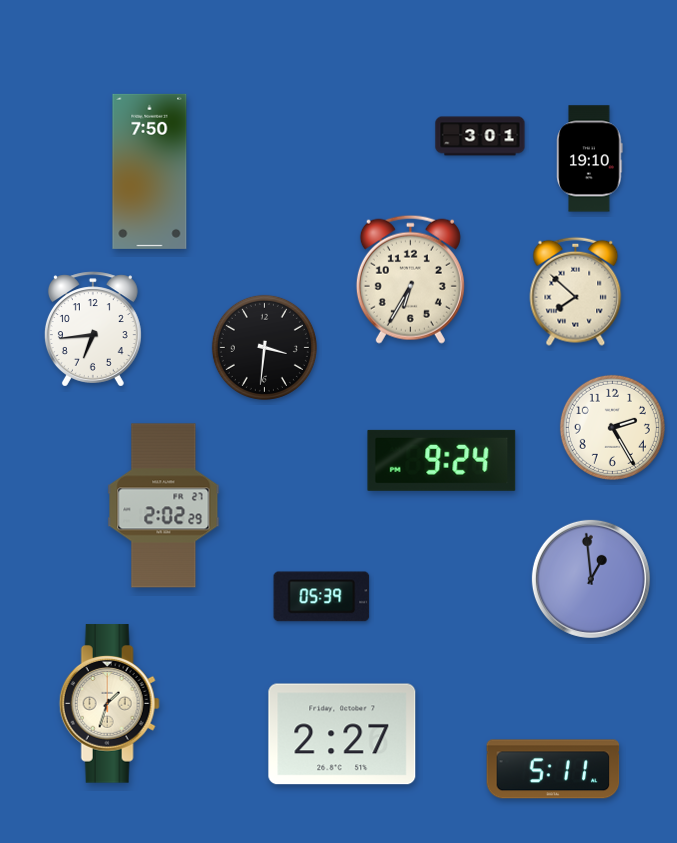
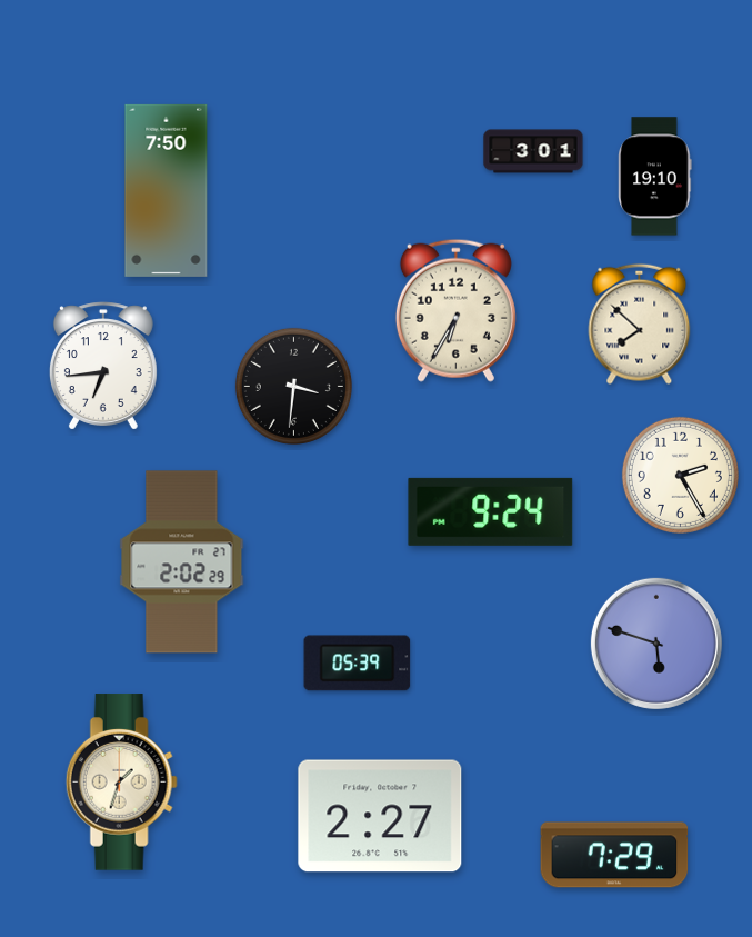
clock at (591, 579): 12:59 -> 5:48
clock at (553, 769): 5:11 -> 7:29
